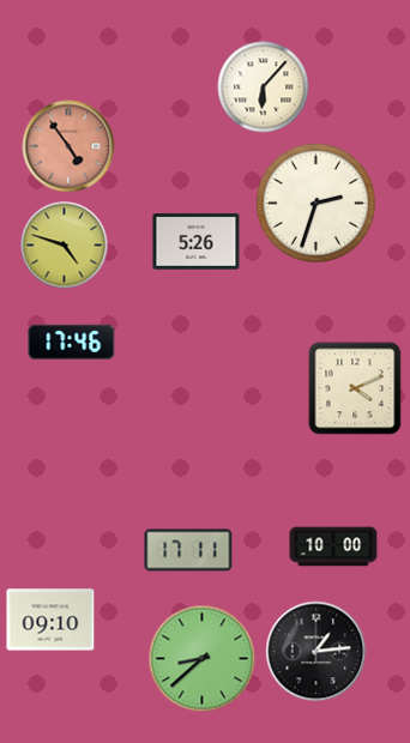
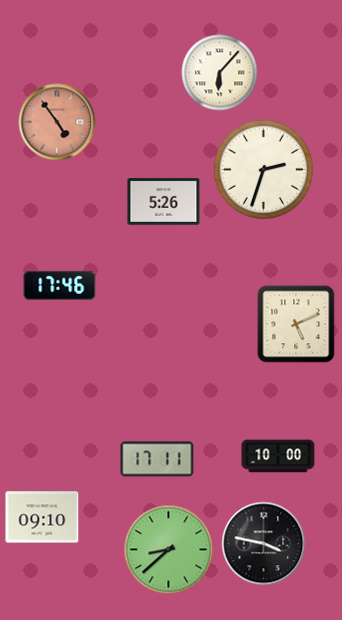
clock at (65, 246): 4:48 -> none
clock at (355, 388): 4:11 -> 5:11
clock at (316, 652): 1:14 -> 3:47
